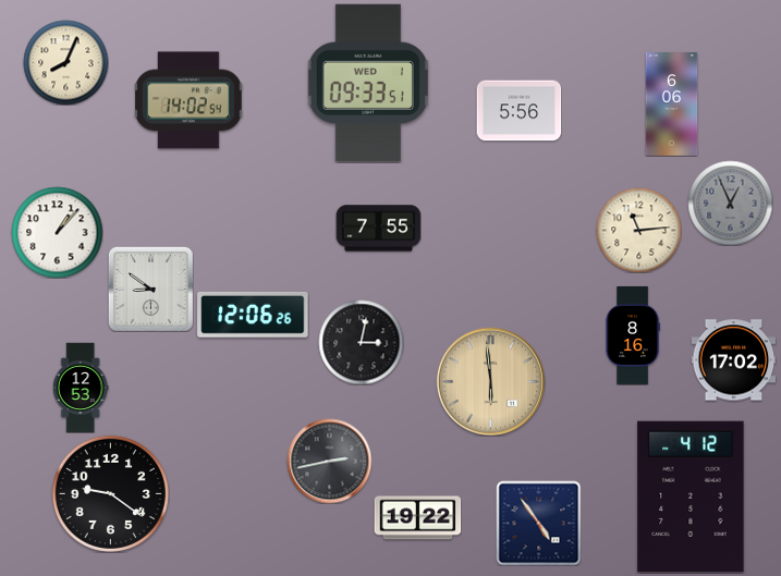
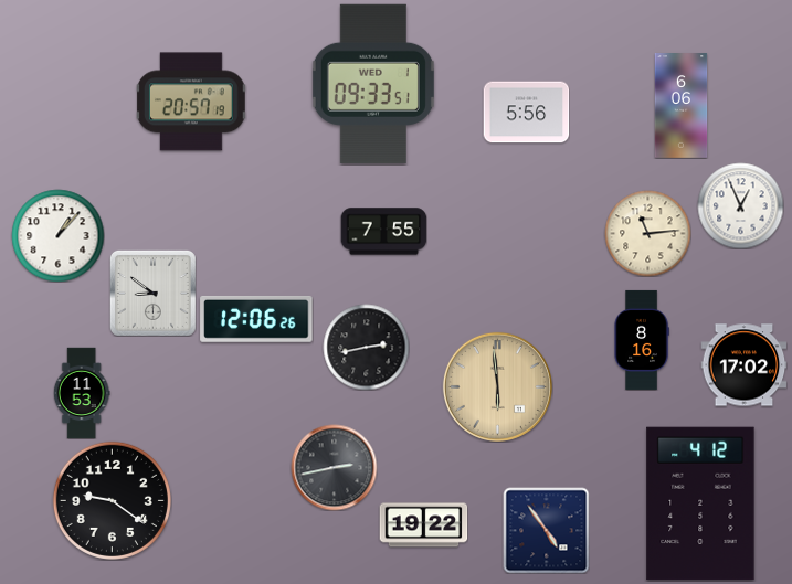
clock at (65, 62): 8:04 -> none
clock at (190, 100): 14:02 -> 20:57
clock at (730, 203) dial: grey -> white
clock at (361, 342): 3:02 -> 2:43
clock at (81, 388): 12:53 -> 11:53
